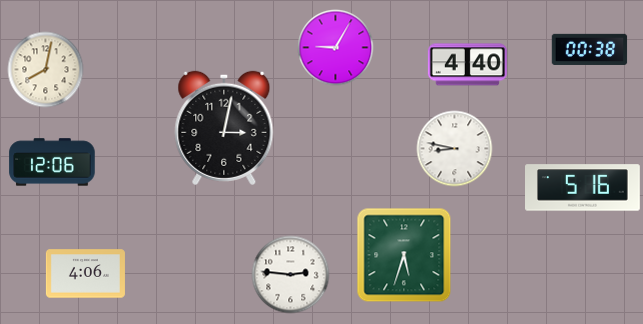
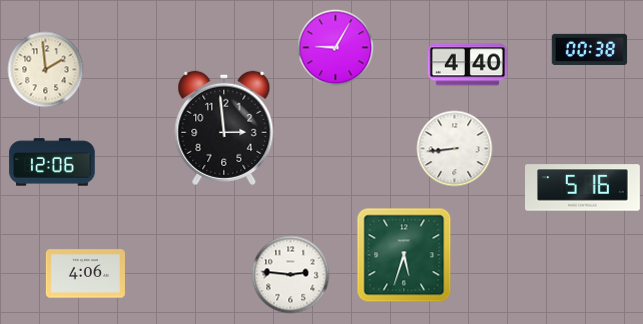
clock at (46, 70): 8:02 -> 1:59
clock at (224, 128): 3:02 -> 2:59
clock at (455, 149): 8:47 -> 8:44
